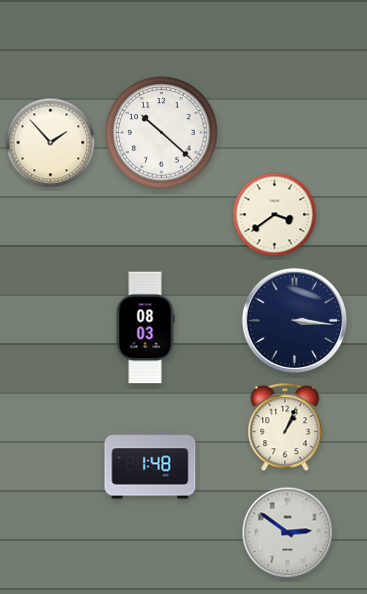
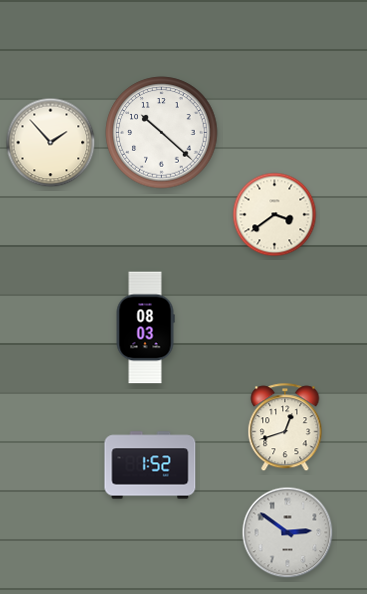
clock at (294, 320): 3:16 -> none
clock at (285, 428): 1:04 -> 12:42
clock at (150, 465): 1:48 -> 1:52
